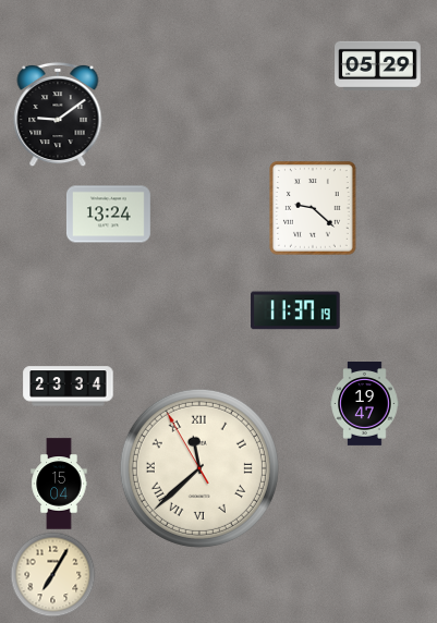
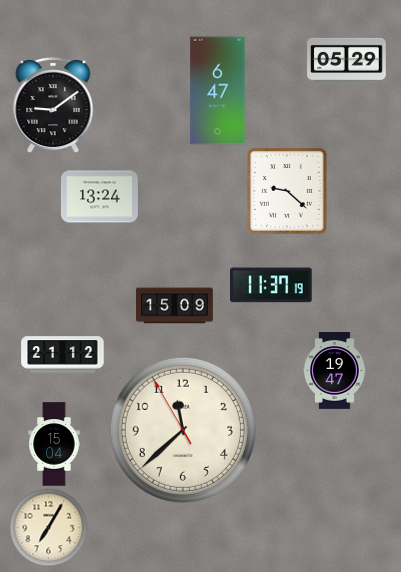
clock at (218, 91): none -> 6:47
clock at (175, 306): none -> 15:09
clock at (69, 387): 23:34 -> 21:12
clock at (199, 468) numerals: Roman -> Arabic
